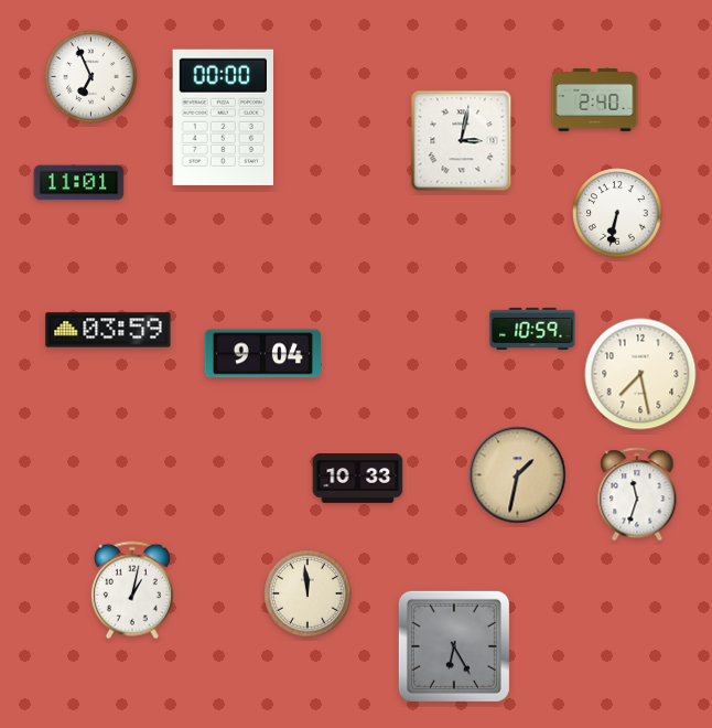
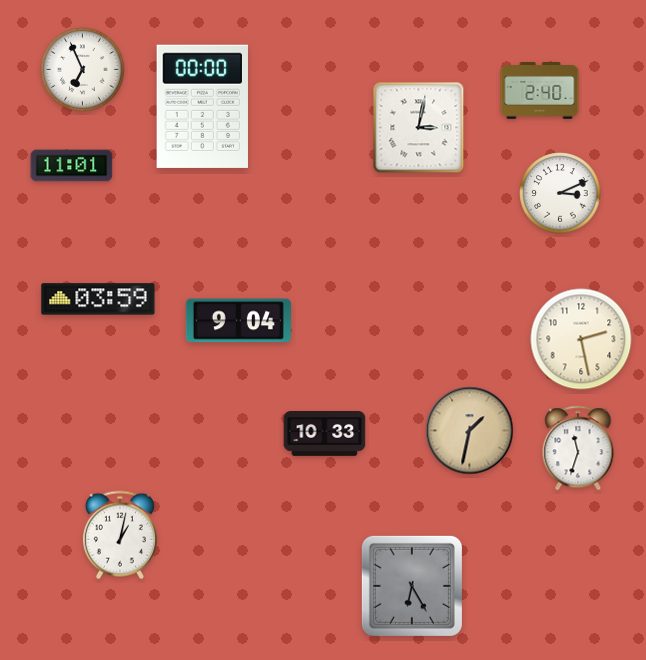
clock at (617, 213): 6:32 -> 3:11
clock at (532, 329): 10:59 -> none
clock at (640, 374): 7:28 -> 2:28
clock at (308, 593): 11:59 -> none
